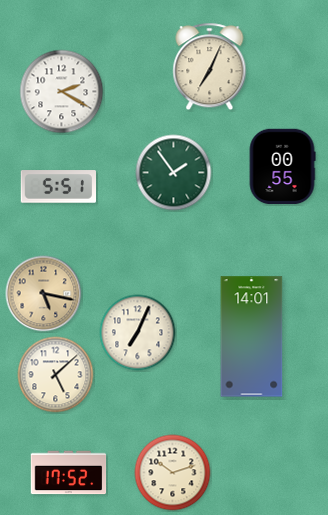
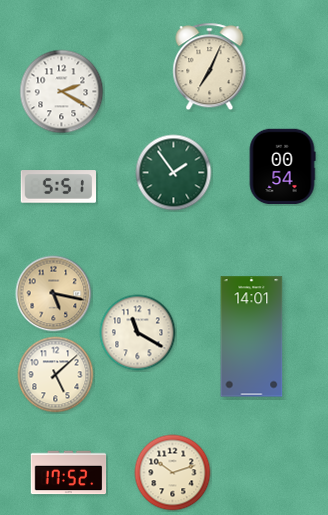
clock at (282, 167): 00:55 -> 00:54
clock at (44, 294) position: (44, 294) -> (54, 294)
clock at (138, 333): 7:04 -> 11:20
